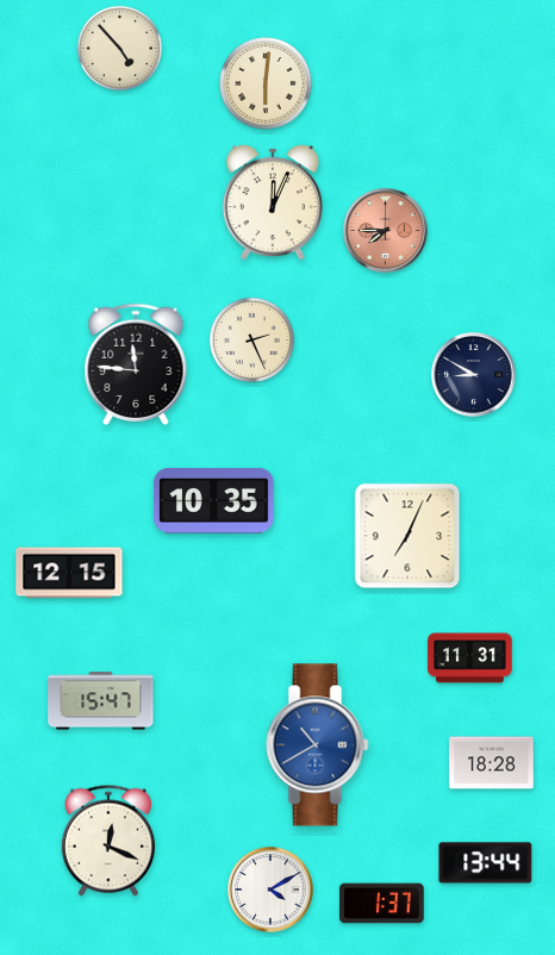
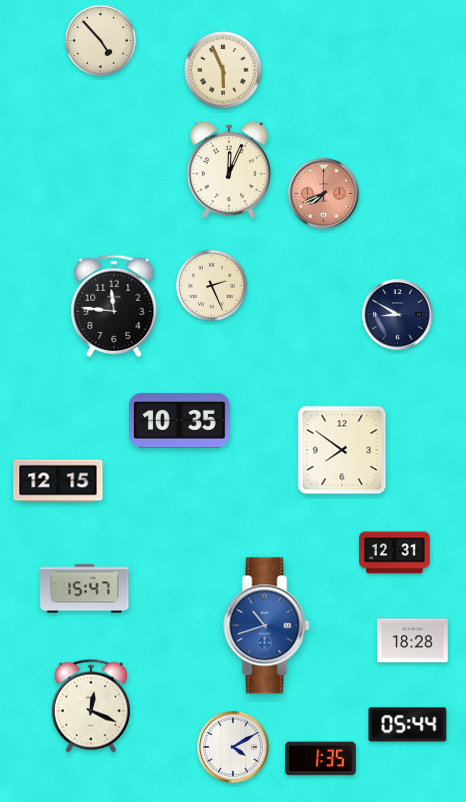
clock at (266, 83): 6:01 -> 5:56
clock at (386, 231): 7:45 -> 7:41
clock at (407, 536): 7:04 -> 7:51
clock at (470, 658): 11:31 -> 12:31
clock at (318, 745): 10:40 -> 10:42
clock at (486, 863): 13:44 -> 05:44
clock at (270, 890) position: (270, 890) -> (233, 747)
clock at (382, 904): 1:37 -> 1:35
